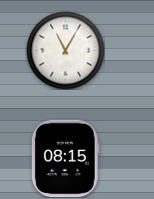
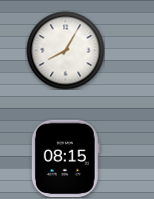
clock at (65, 50): 11:05 -> 8:05
